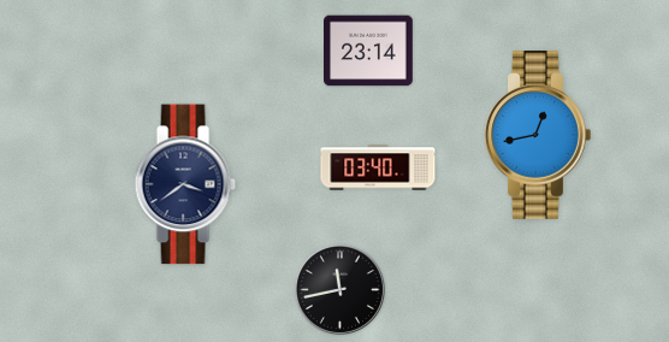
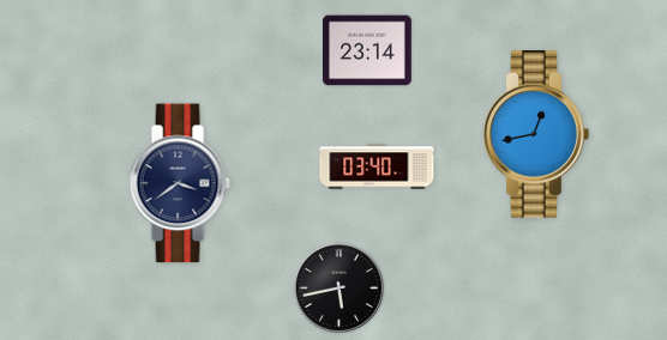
clock at (185, 184) position: (185, 184) -> (180, 183)
clock at (339, 289): 11:43 -> 5:43
